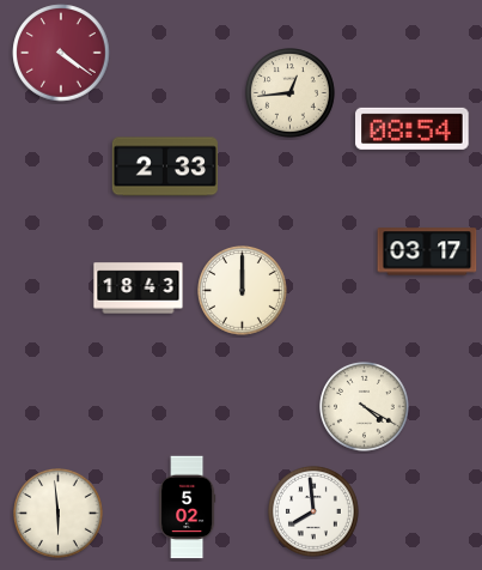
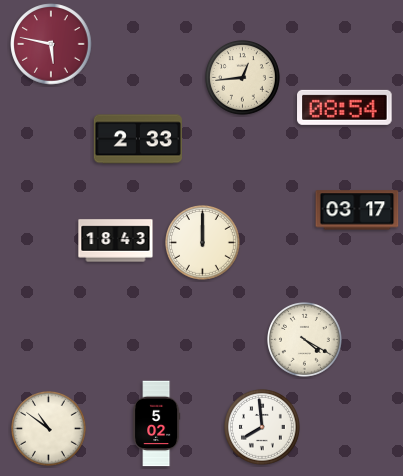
clock at (61, 53): 4:21 -> 5:47
clock at (59, 514): 5:59 -> 10:51
